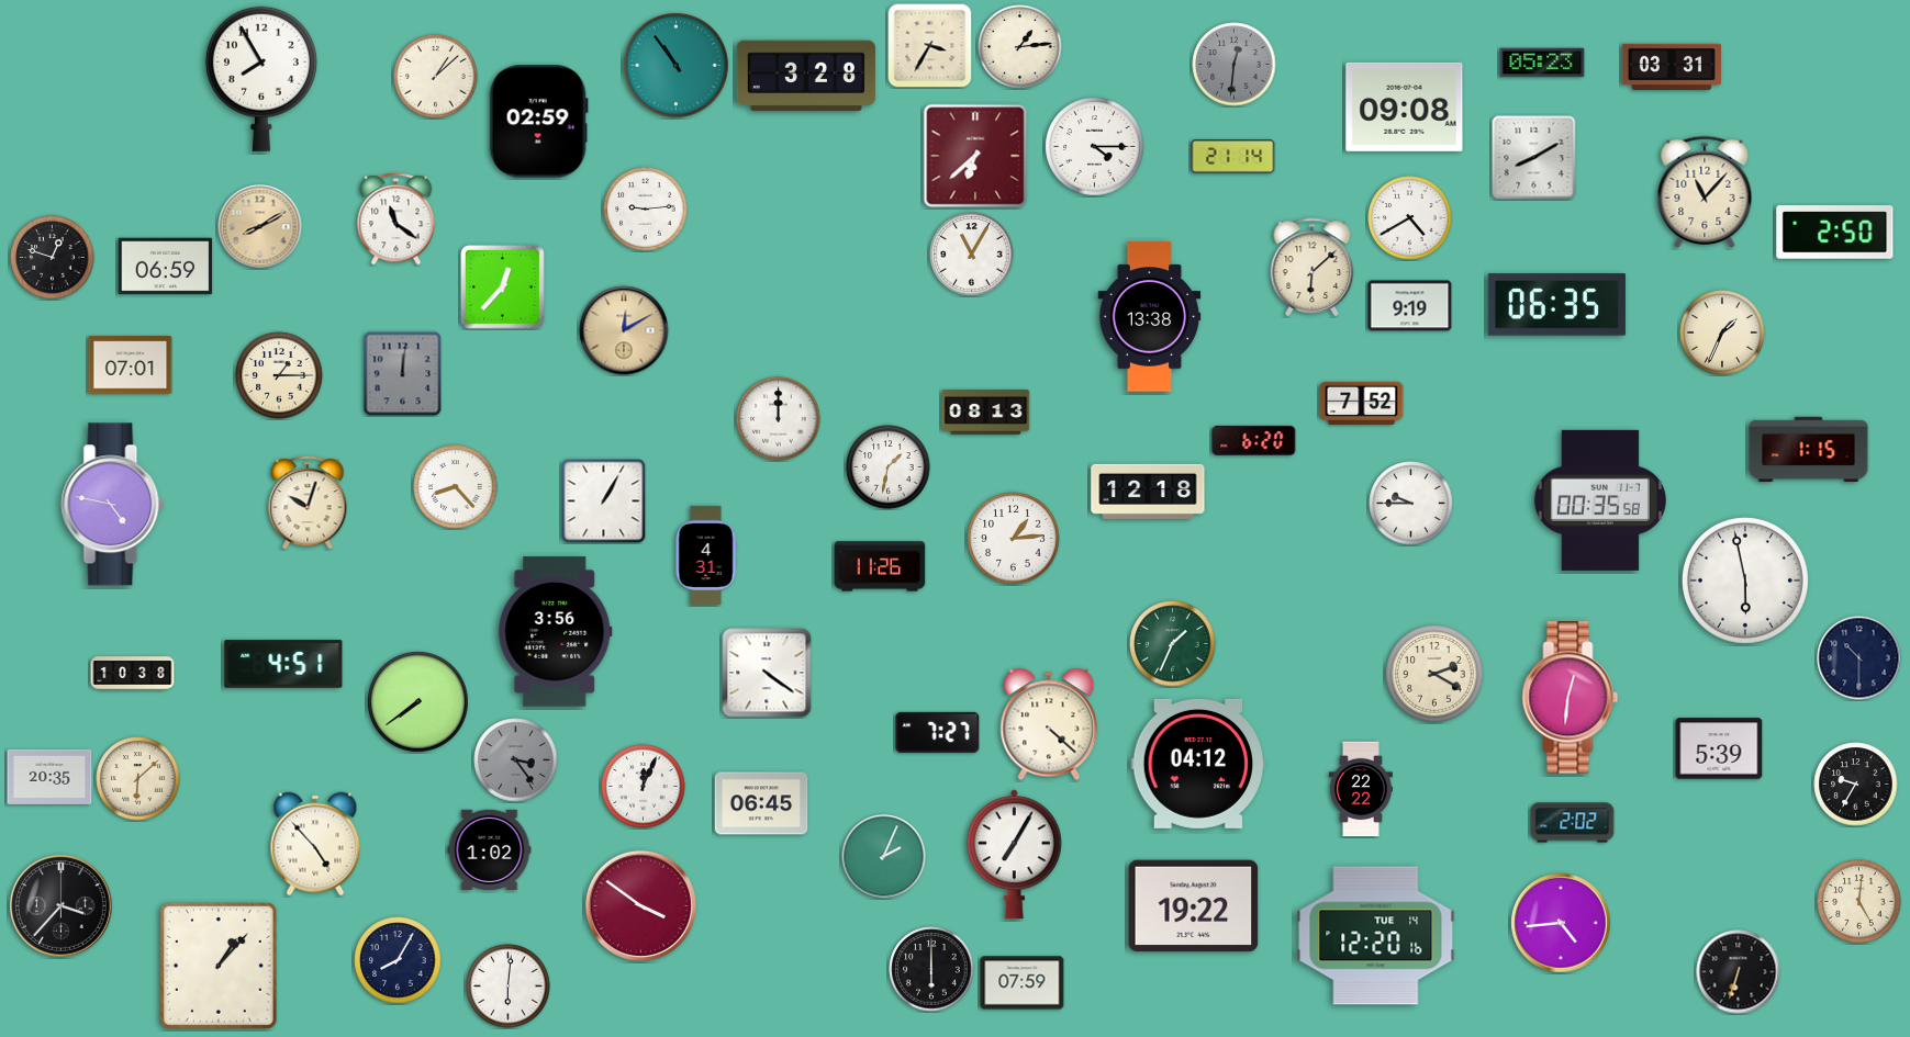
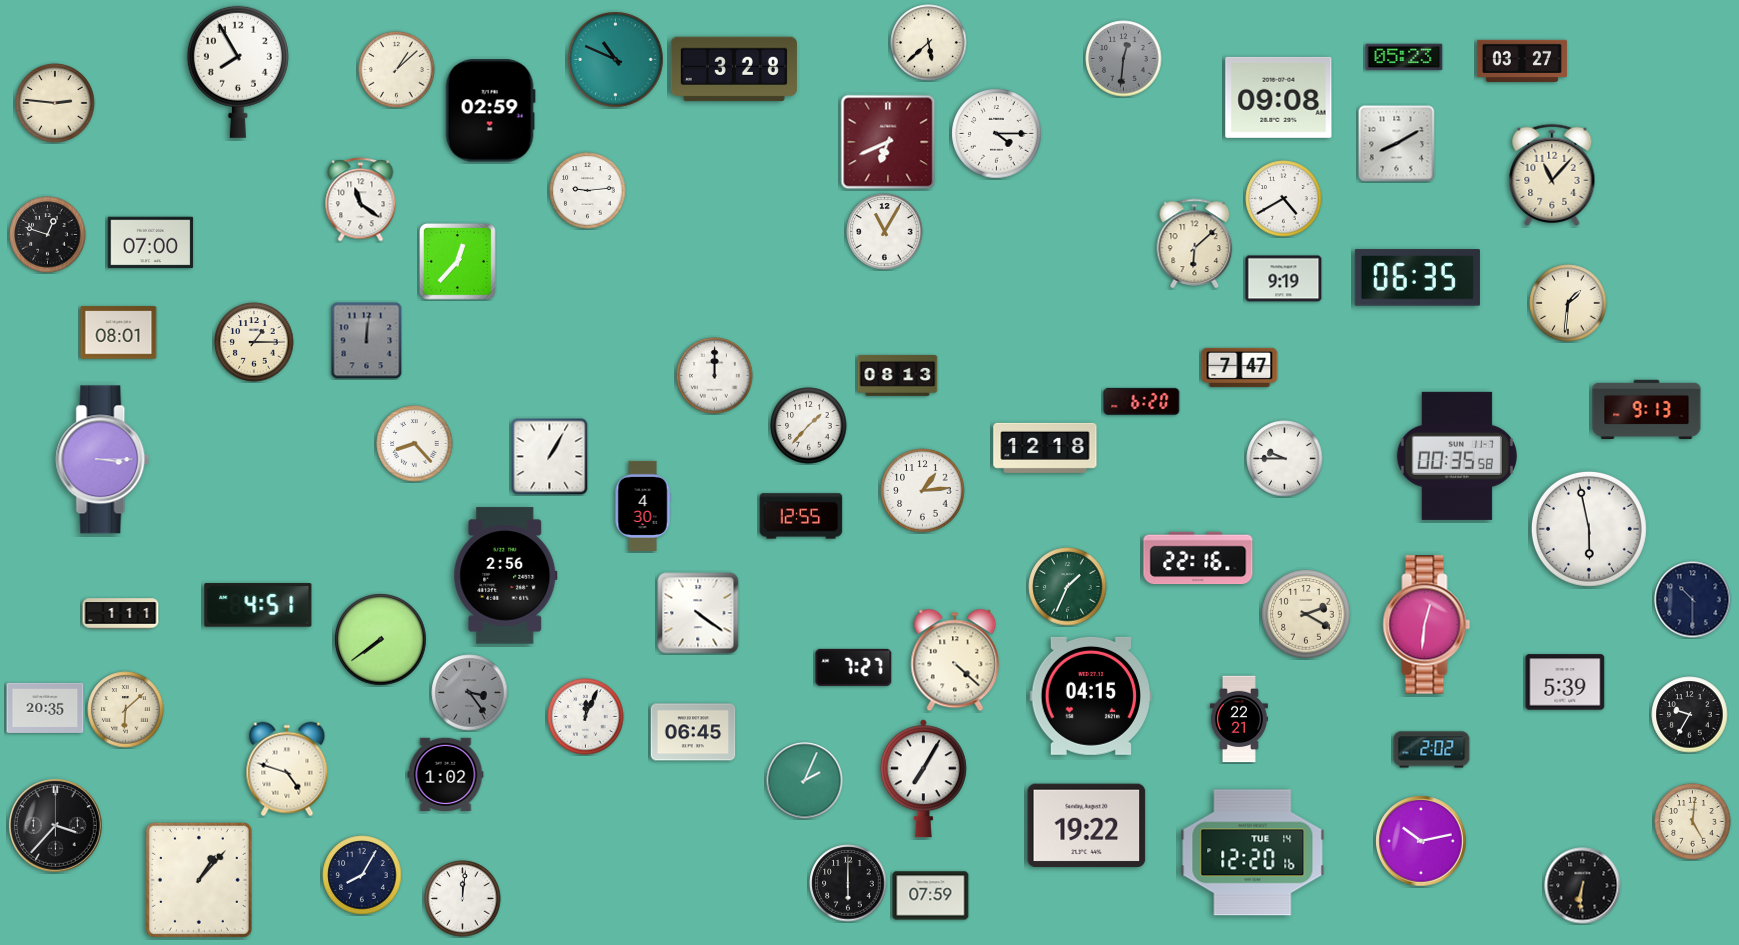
clock at (929, 46): 3:35 -> none
clock at (1020, 47): 1:14 -> 5:38
clock at (677, 66): 10:54 -> 10:49
clock at (1672, 67): 03:31 -> 03:27
clock at (55, 103): none -> 2:46
clock at (975, 156): 6:38 -> 6:41
clock at (1233, 157): 21:14 -> none
clock at (260, 227): 8:10 -> none
clock at (1835, 233): 2:50 -> none
clock at (166, 267): 06:59 -> 07:00
clock at (1150, 317): 13:38 -> none
clock at (624, 330): 12:10 -> none
clock at (1722, 332): 1:34 -> 1:31
clock at (131, 365): 07:01 -> 08:01
clock at (1362, 403): 7:52 -> 7:47
clock at (779, 419) position: (779, 419) -> (715, 376)
clock at (1809, 450): 1:15 -> 9:13
clock at (889, 467): 1:32 -> 1:37
clock at (308, 503): 10:03 -> none
clock at (113, 505): 4:47 -> 3:15
clock at (706, 555): 4:31 -> 4:30
clock at (880, 566): 11:26 -> 12:55
clock at (1198, 558): none -> 22:16
clock at (556, 632): 3:56 -> 2:56
clock at (133, 674): 10:38 -> 1:11
clock at (1571, 698) position: (1571, 698) -> (1427, 625)
clock at (1198, 764): 04:12 -> 04:15
clock at (1361, 789): 22:22 -> 22:21
clock at (315, 844): 4:53 -> 4:48
clock at (640, 905): 3:51 -> none
clock at (1561, 923): 4:44 -> 10:13
clock at (1739, 972): 6:33 -> 6:31
clock at (509, 987): 6:01 -> 12:01
